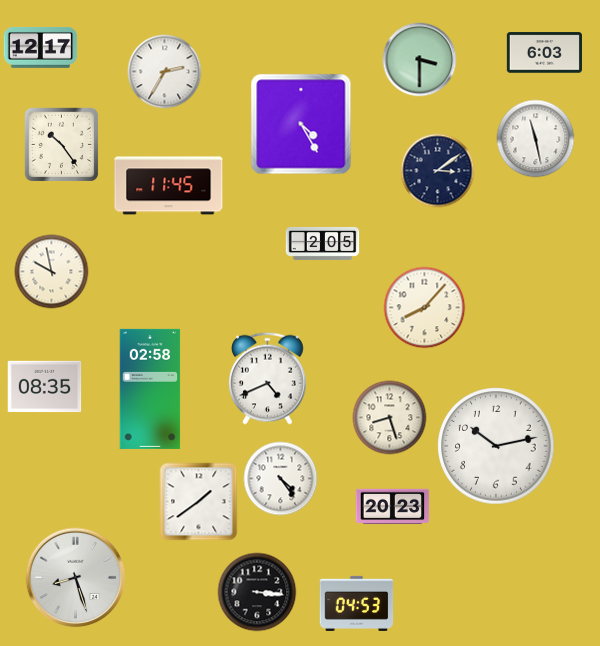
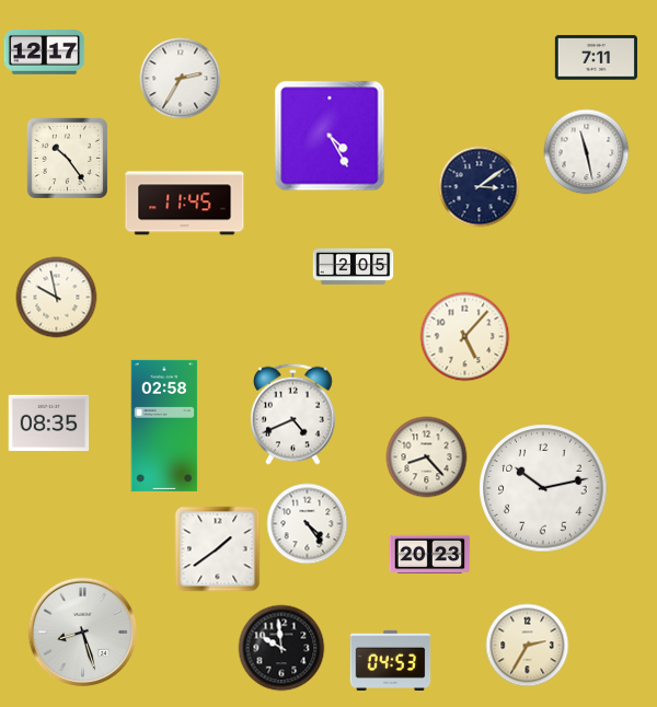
clock at (544, 53): 6:03 -> 7:11
clock at (420, 60): 3:30 -> none
clock at (425, 308): 8:07 -> 5:07
clock at (390, 418): 8:27 -> 8:23
clock at (528, 646): none -> 2:35
clock at (257, 592): 3:16 -> 9:59
